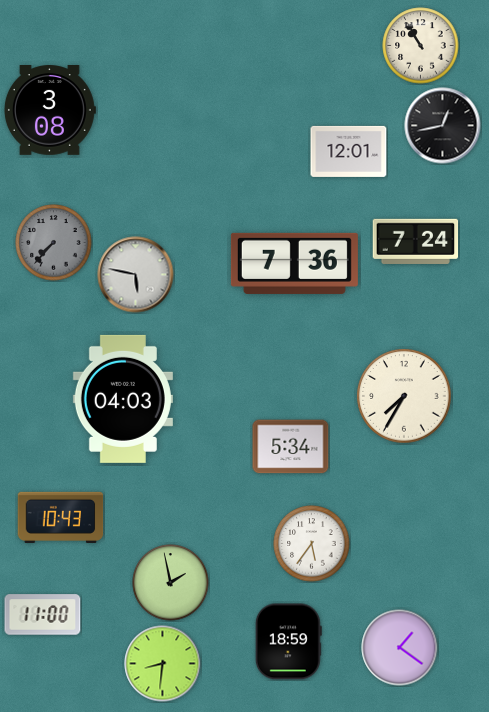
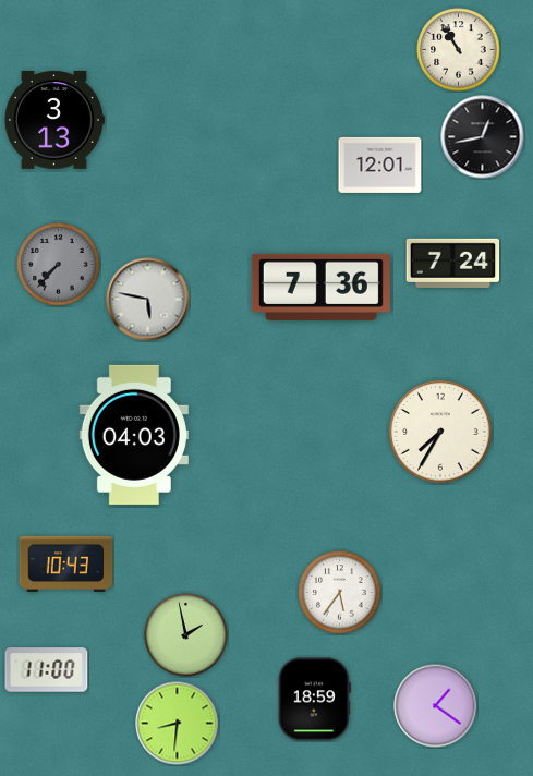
clock at (49, 111): 3:08 -> 3:13
clock at (291, 447): 5:34 -> none
